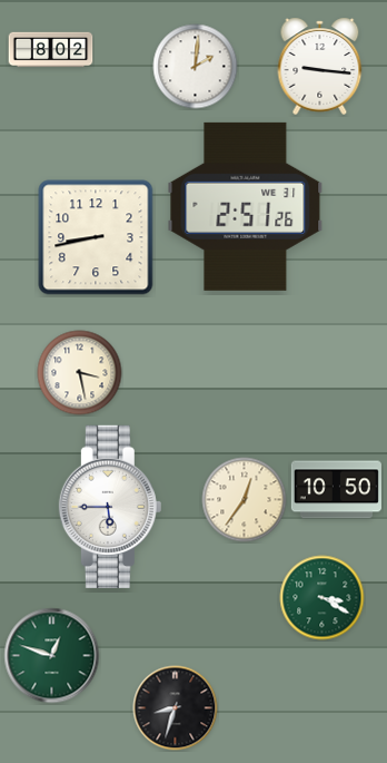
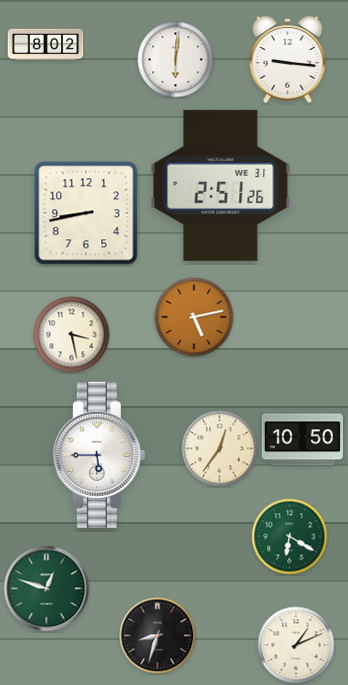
clock at (196, 67): 2:01 -> 6:01
clock at (194, 317): none -> 5:13
clock at (322, 598): 3:20 -> 6:20
clock at (296, 645): none -> 1:11
